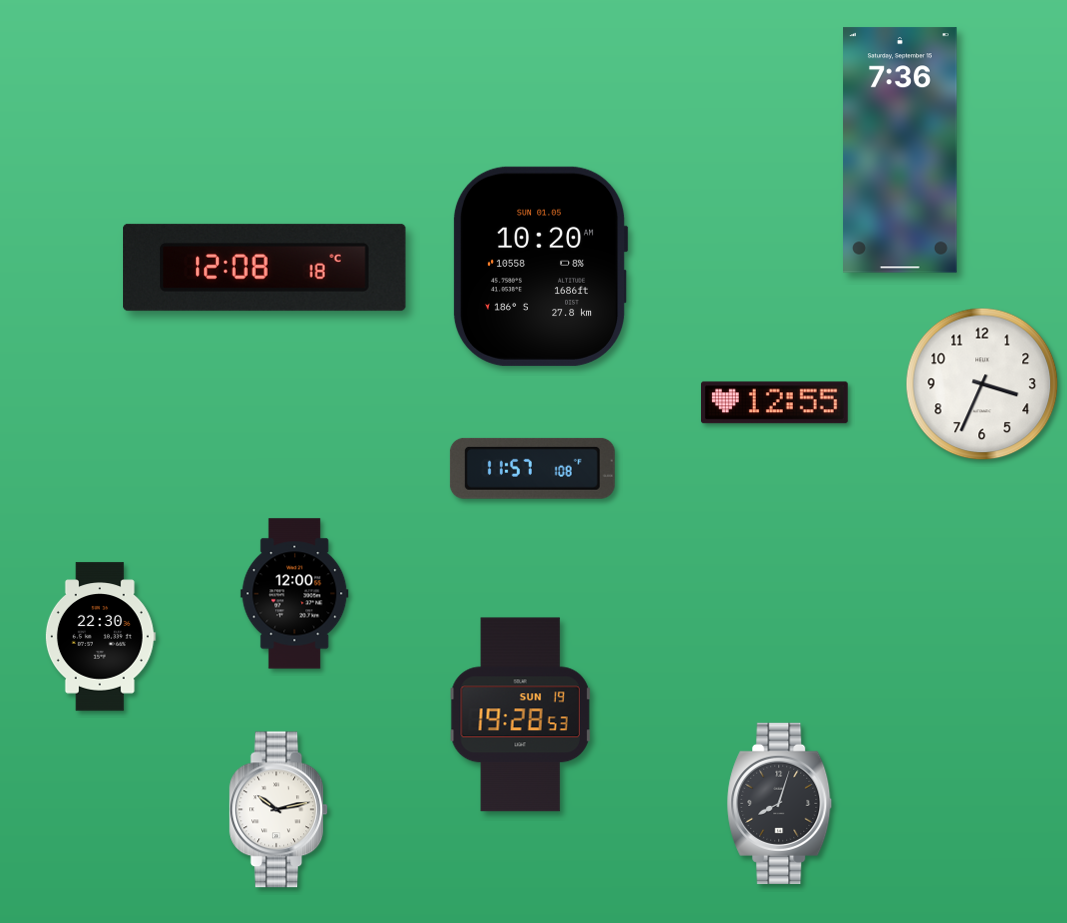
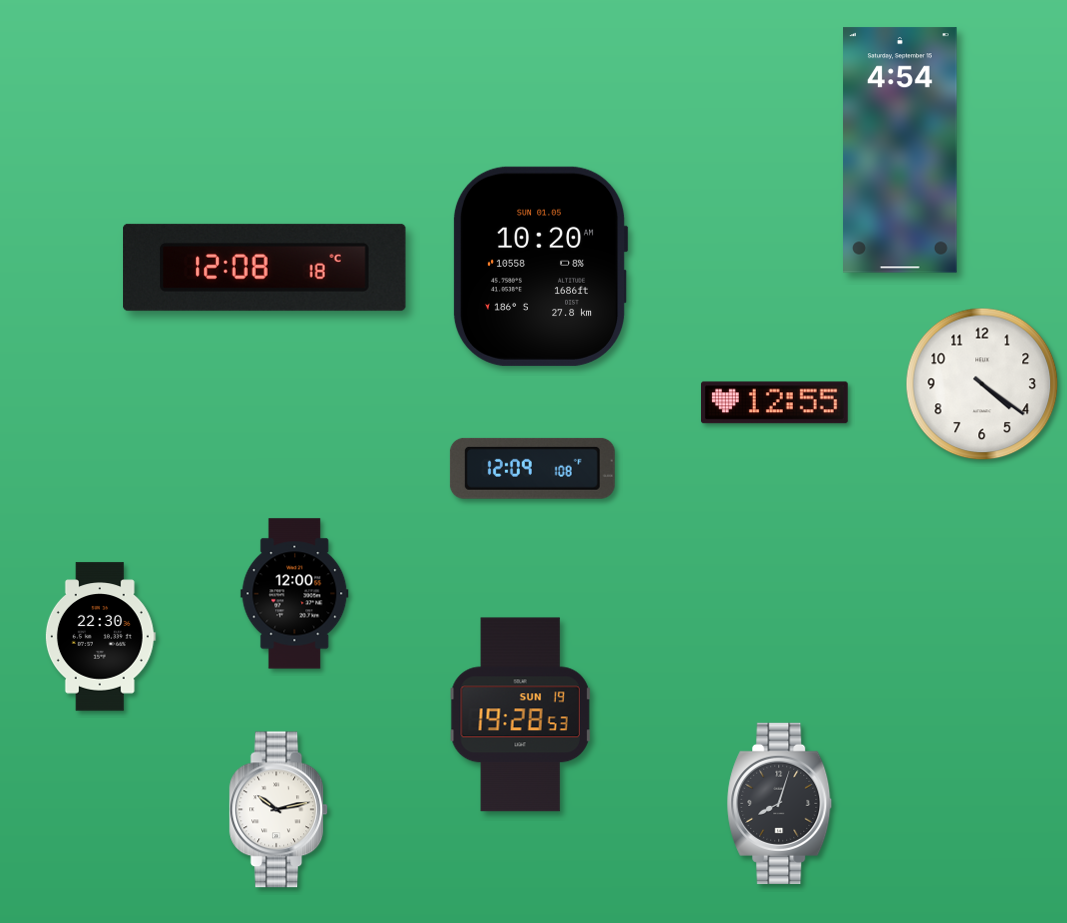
clock at (901, 150): 7:36 -> 4:54
clock at (982, 384): 3:34 -> 4:21
clock at (532, 468): 11:57 -> 12:09
